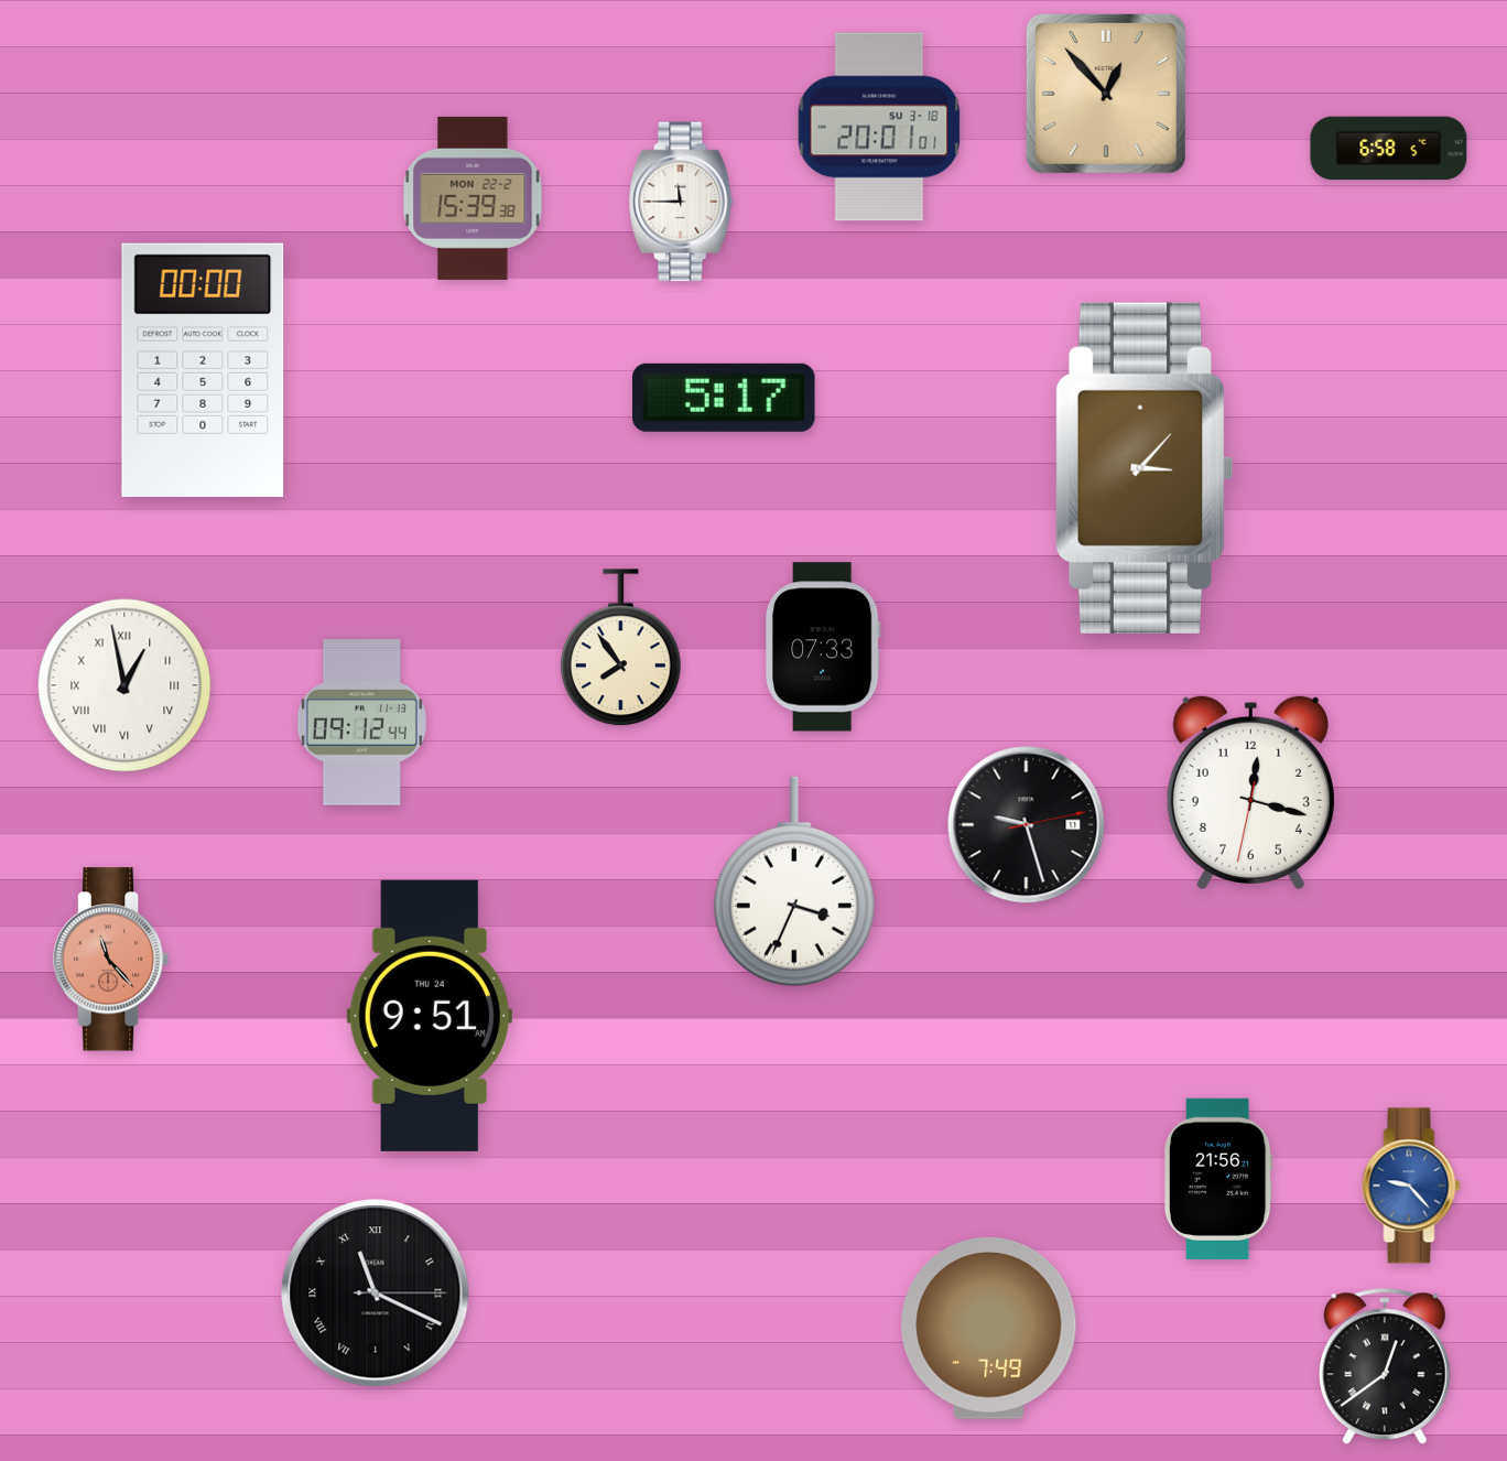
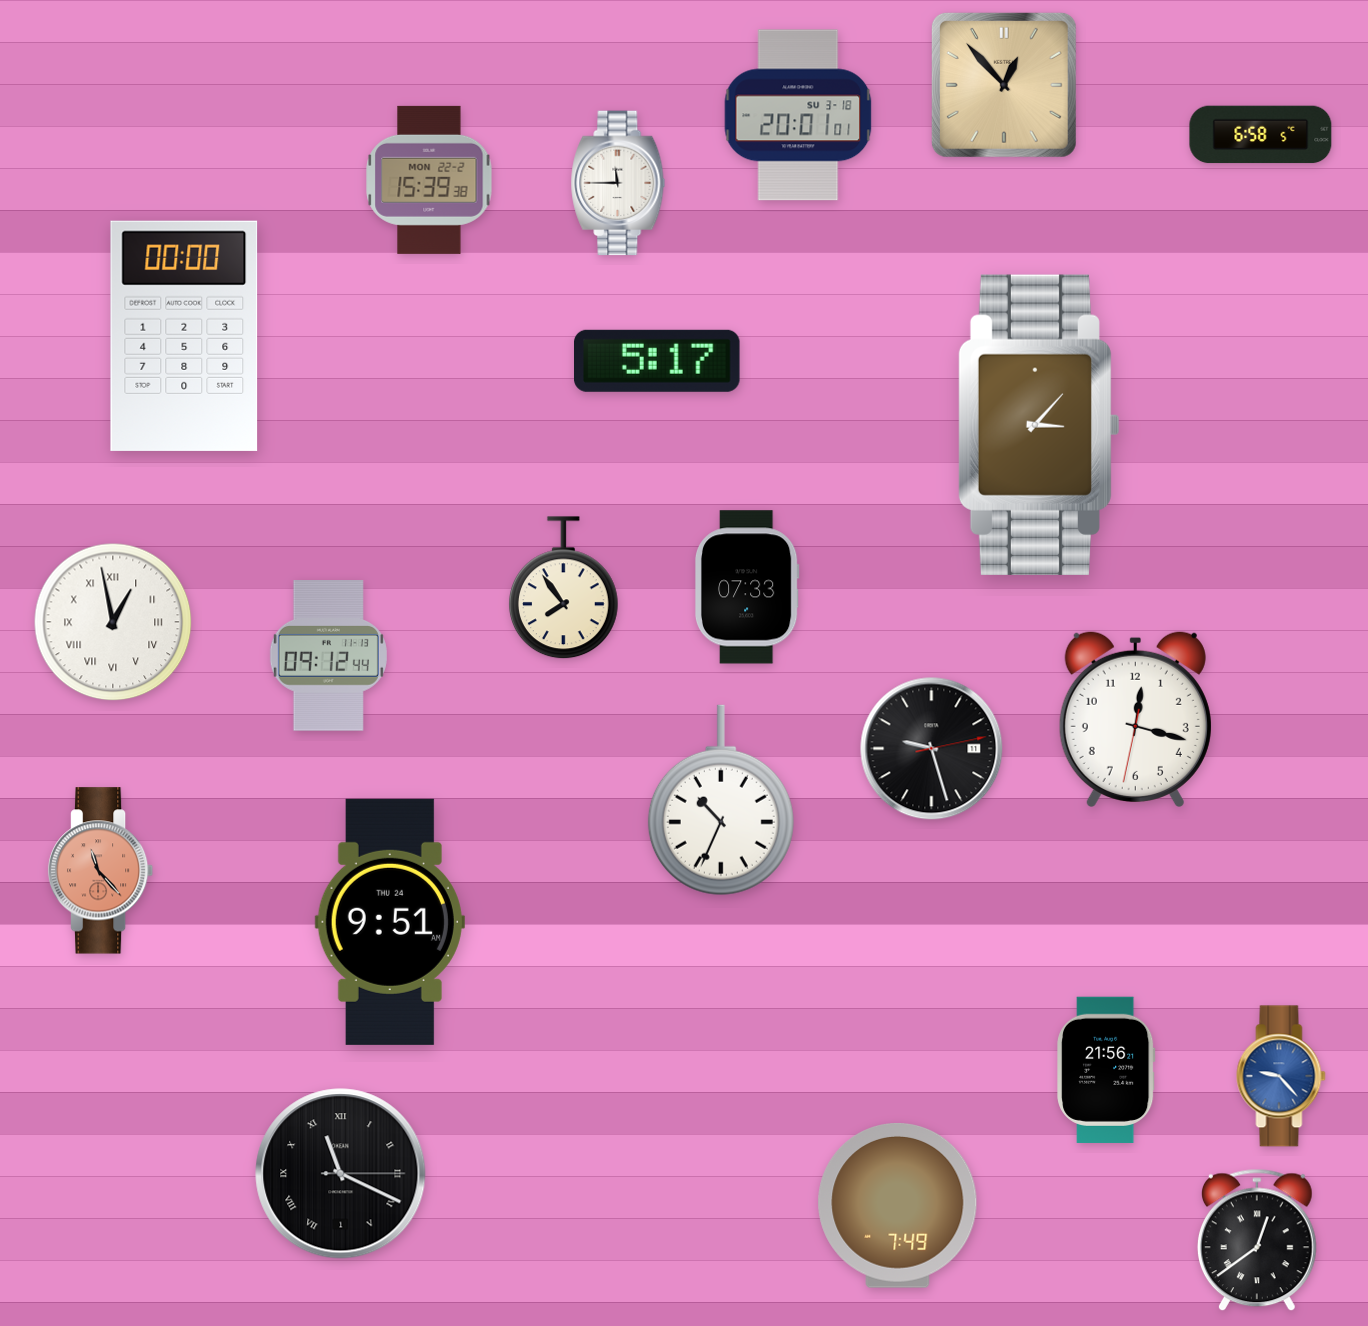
clock at (794, 881): 3:34 -> 10:34
